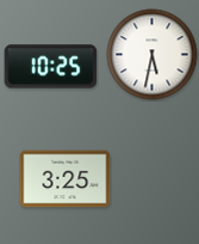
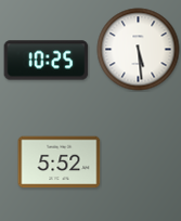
clock at (153, 55): 5:32 -> 5:29
clock at (66, 179): 3:25 -> 5:52
